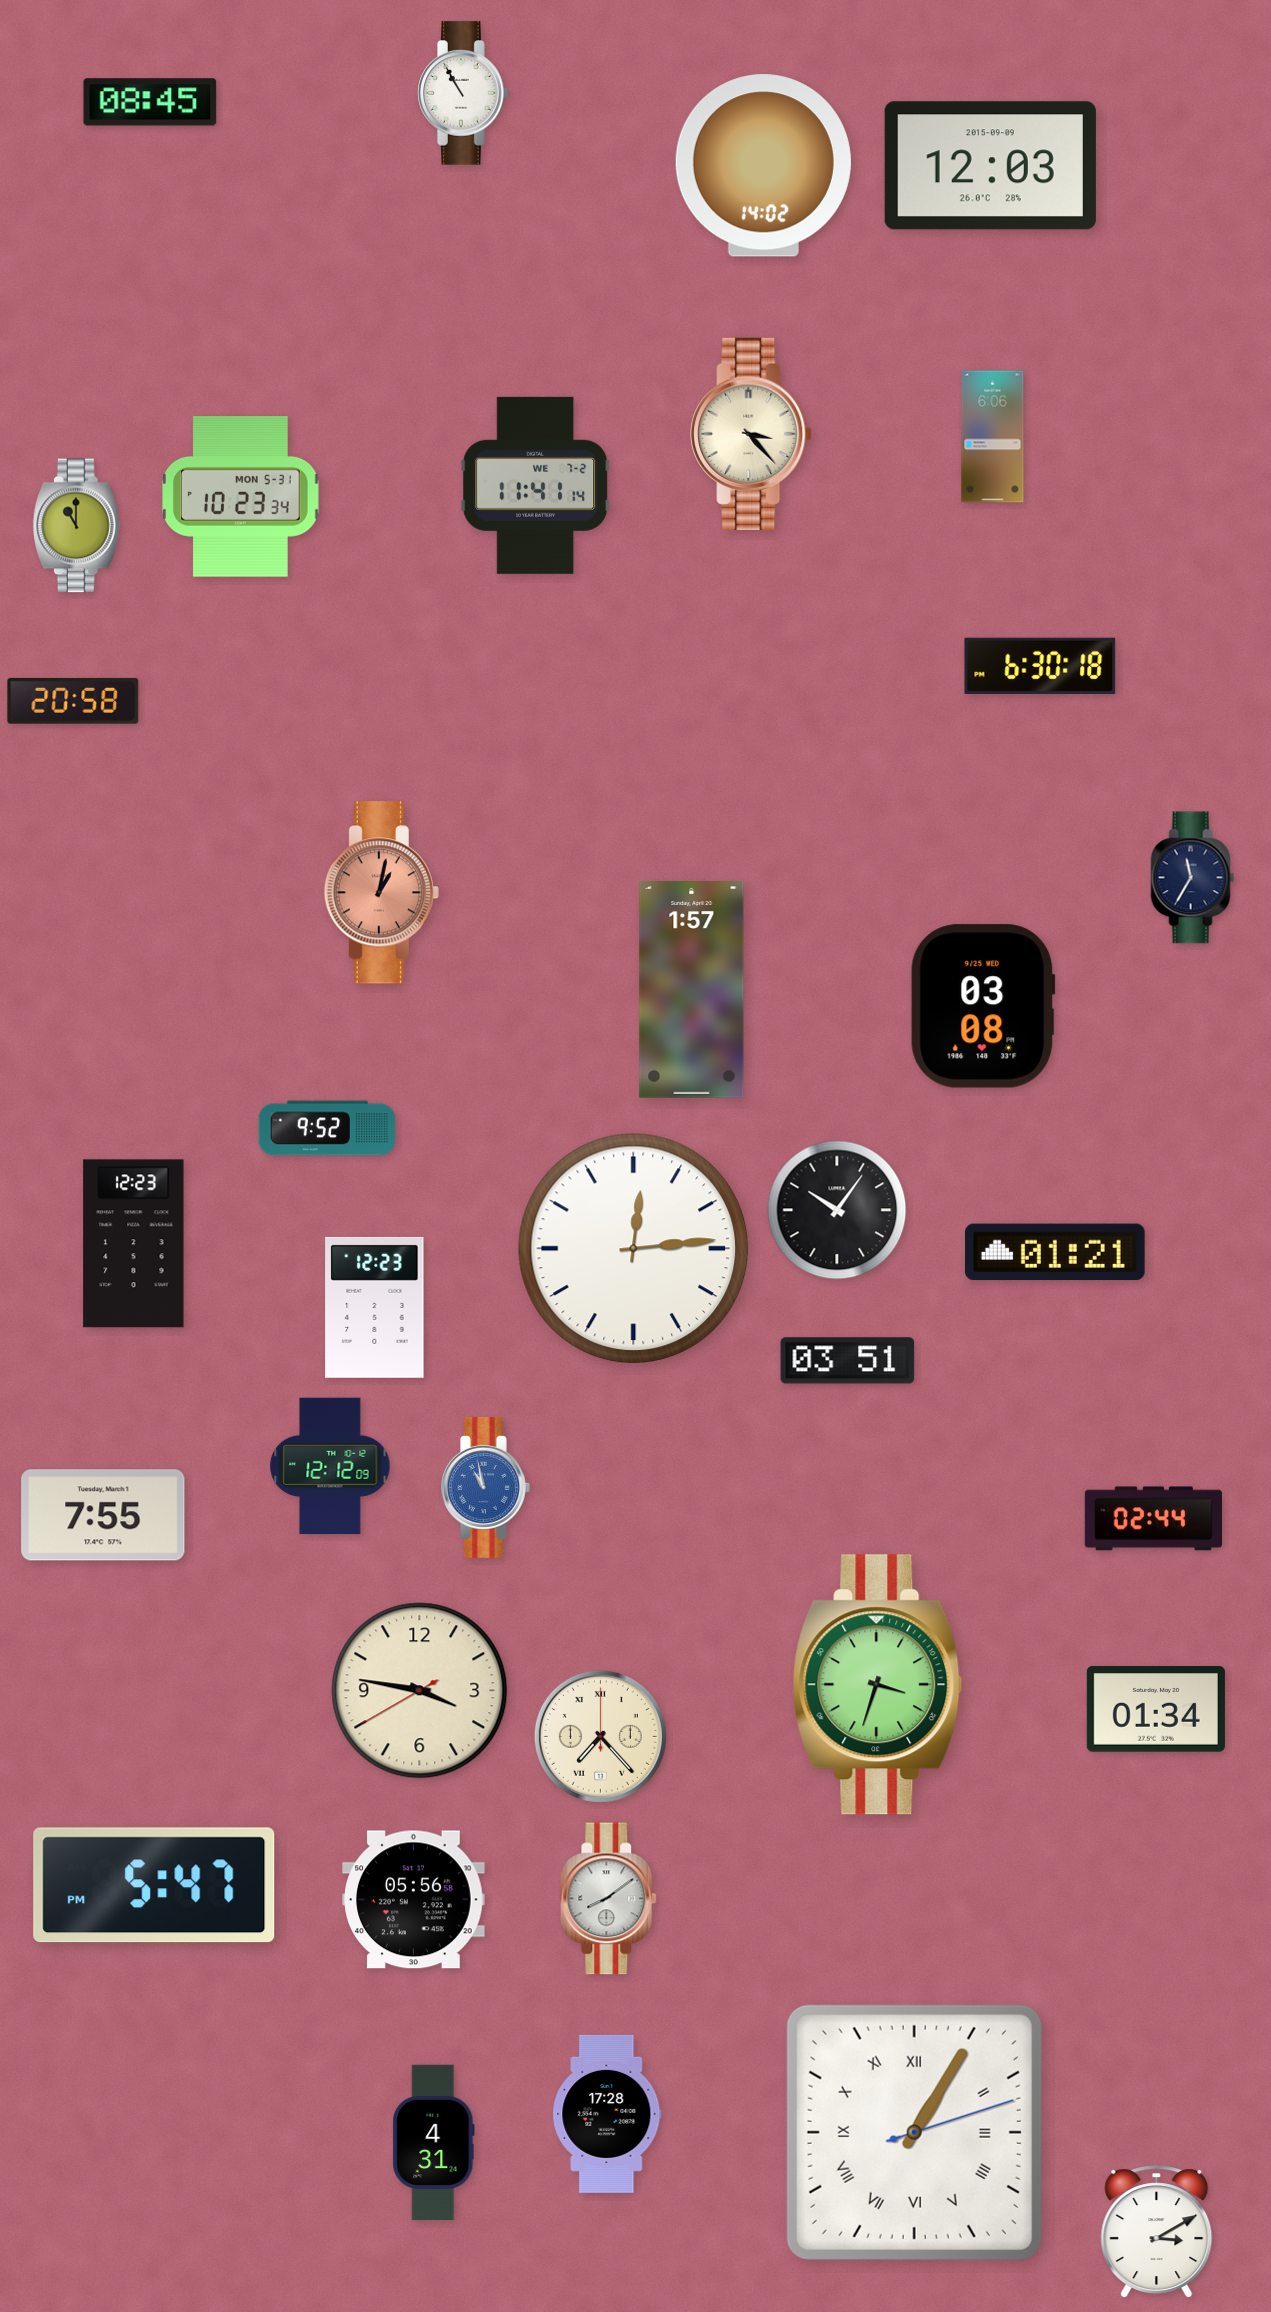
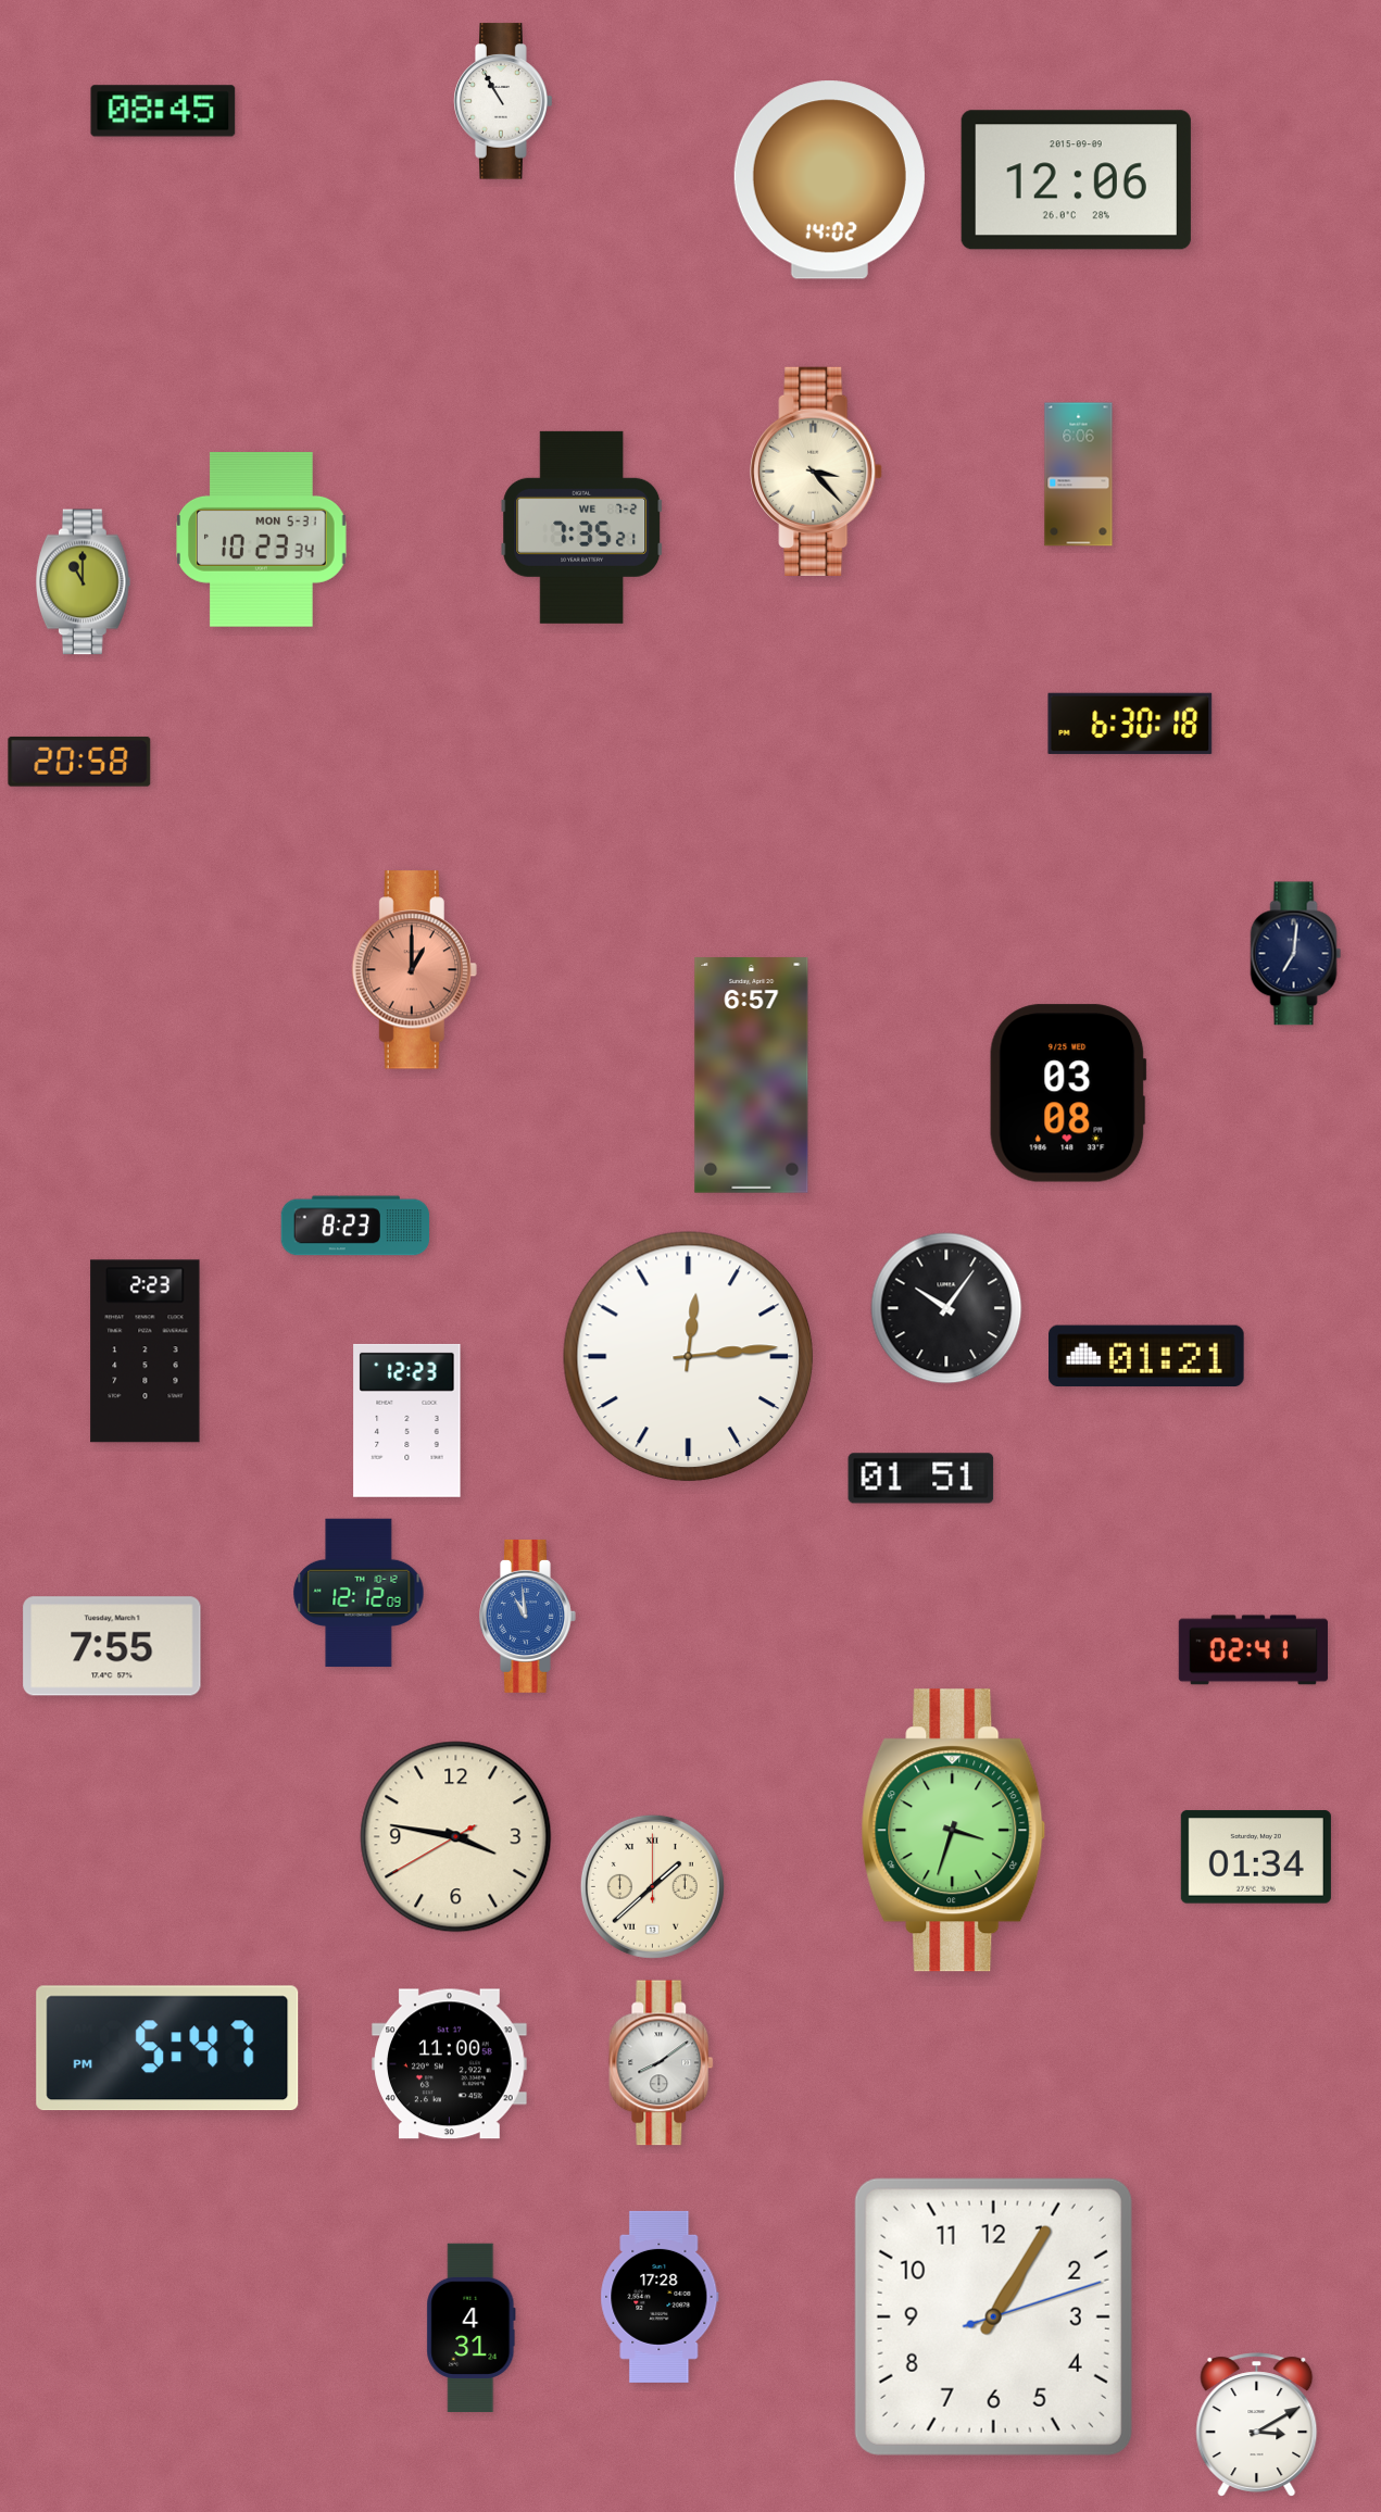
clock at (990, 166): 12:03 -> 12:06
clock at (536, 485): 11:41 -> 7:35
clock at (76, 526) position: (76, 526) -> (83, 582)
clock at (1193, 878): 11:35 -> 7:01
clock at (381, 893): 1:02 -> 1:00
clock at (692, 990): 1:57 -> 6:57
clock at (327, 1128): 9:52 -> 8:23
clock at (837, 1210) position: (837, 1210) -> (946, 1308)
clock at (134, 1244): 12:23 -> 2:23
clock at (1056, 1252) position: (1056, 1252) -> (1147, 1356)
clock at (848, 1361): 03:51 -> 01:51
clock at (486, 1487): 10:58 -> 10:59
clock at (1153, 1519): 02:44 -> 02:41
clock at (600, 1736): 7:23 -> 1:38
clock at (414, 1900): 05:56 -> 11:00
clock at (914, 2132) numerals: Roman -> Arabic
